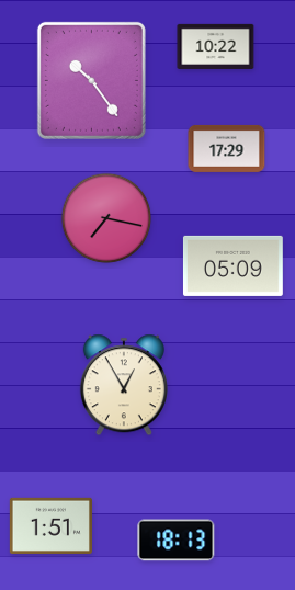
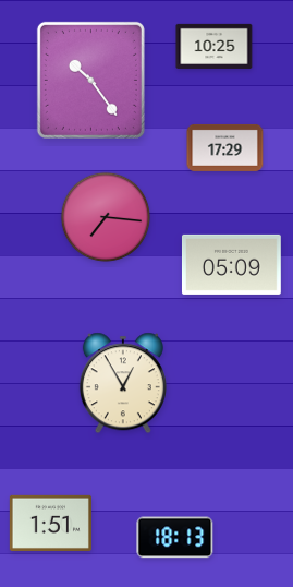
clock at (216, 46): 10:22 -> 10:25
clock at (106, 218): 7:17 -> 7:16
